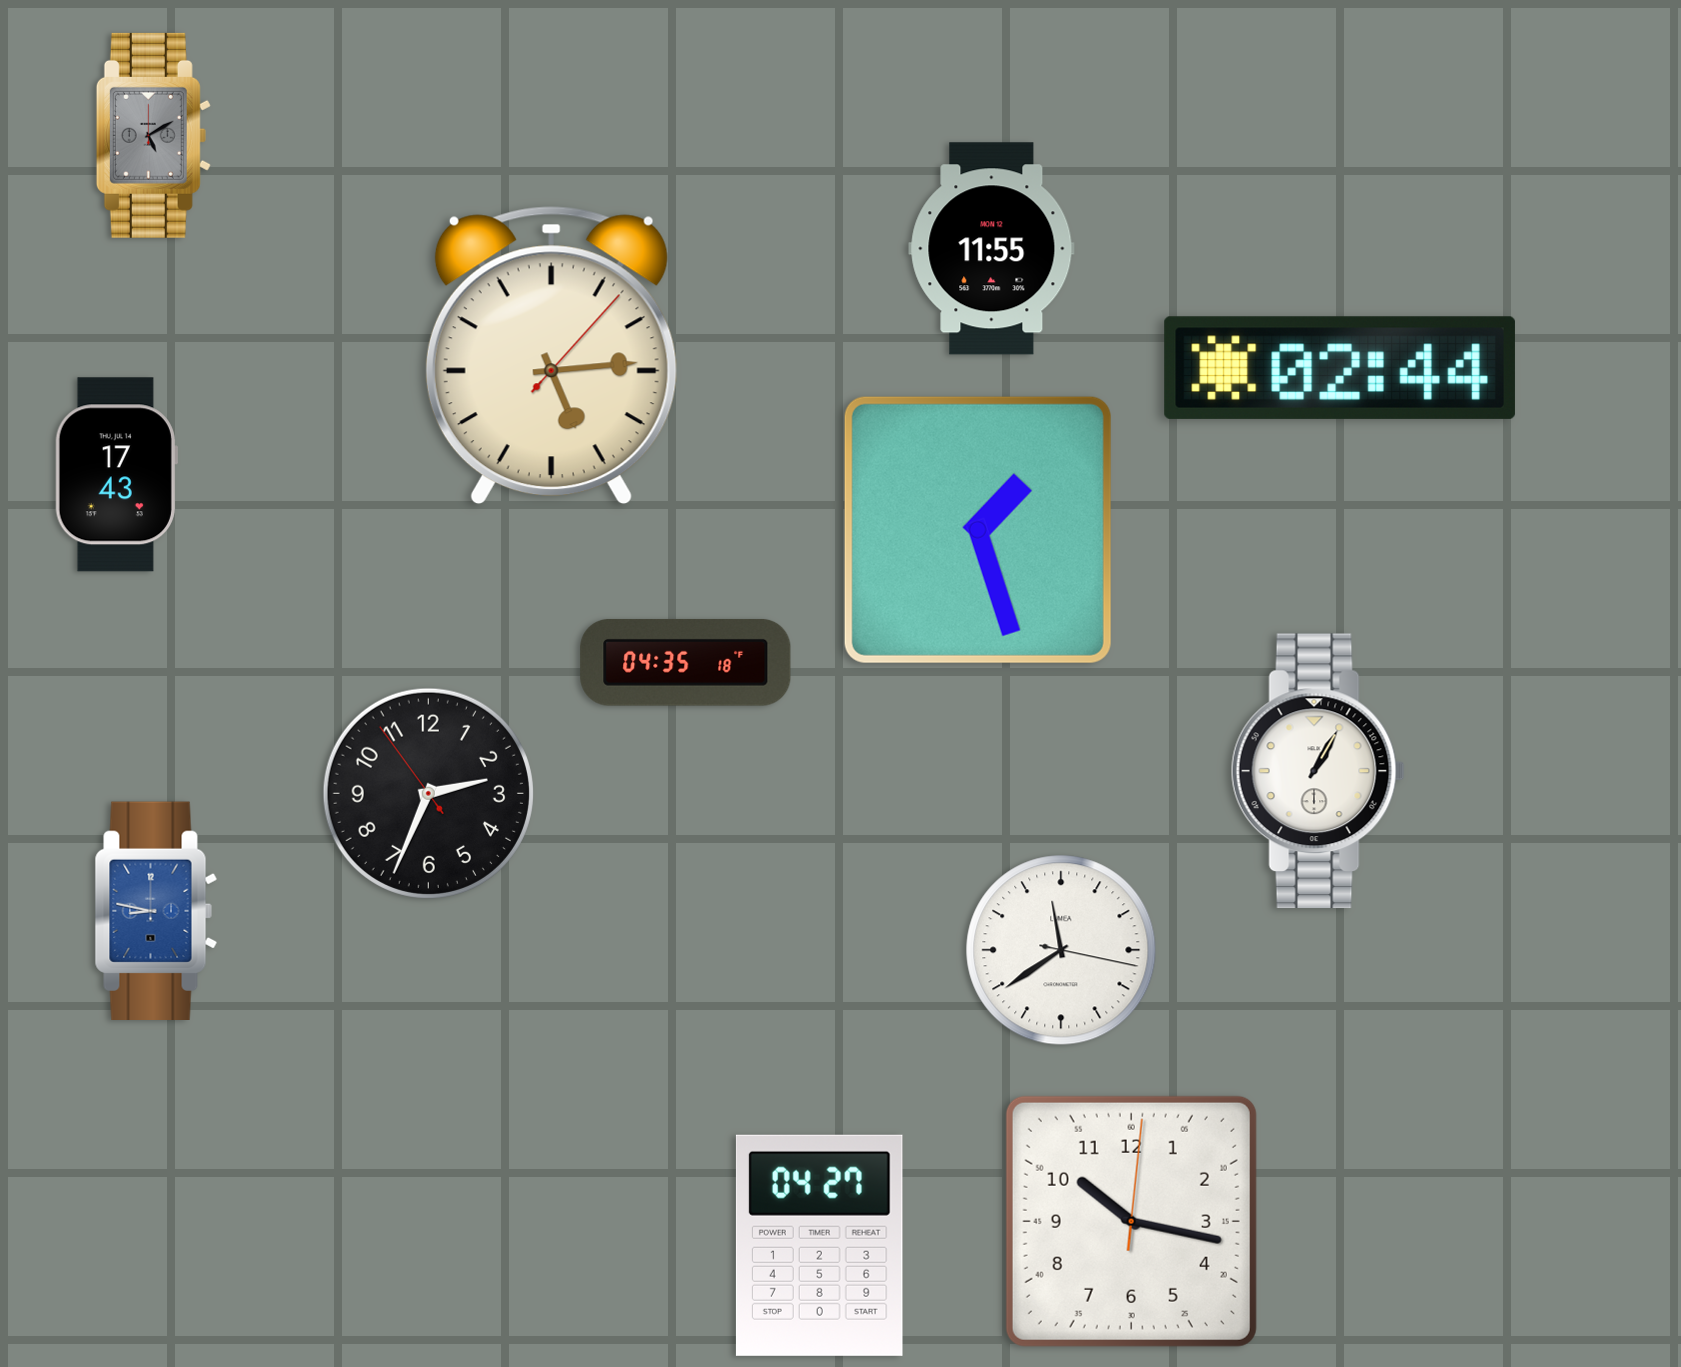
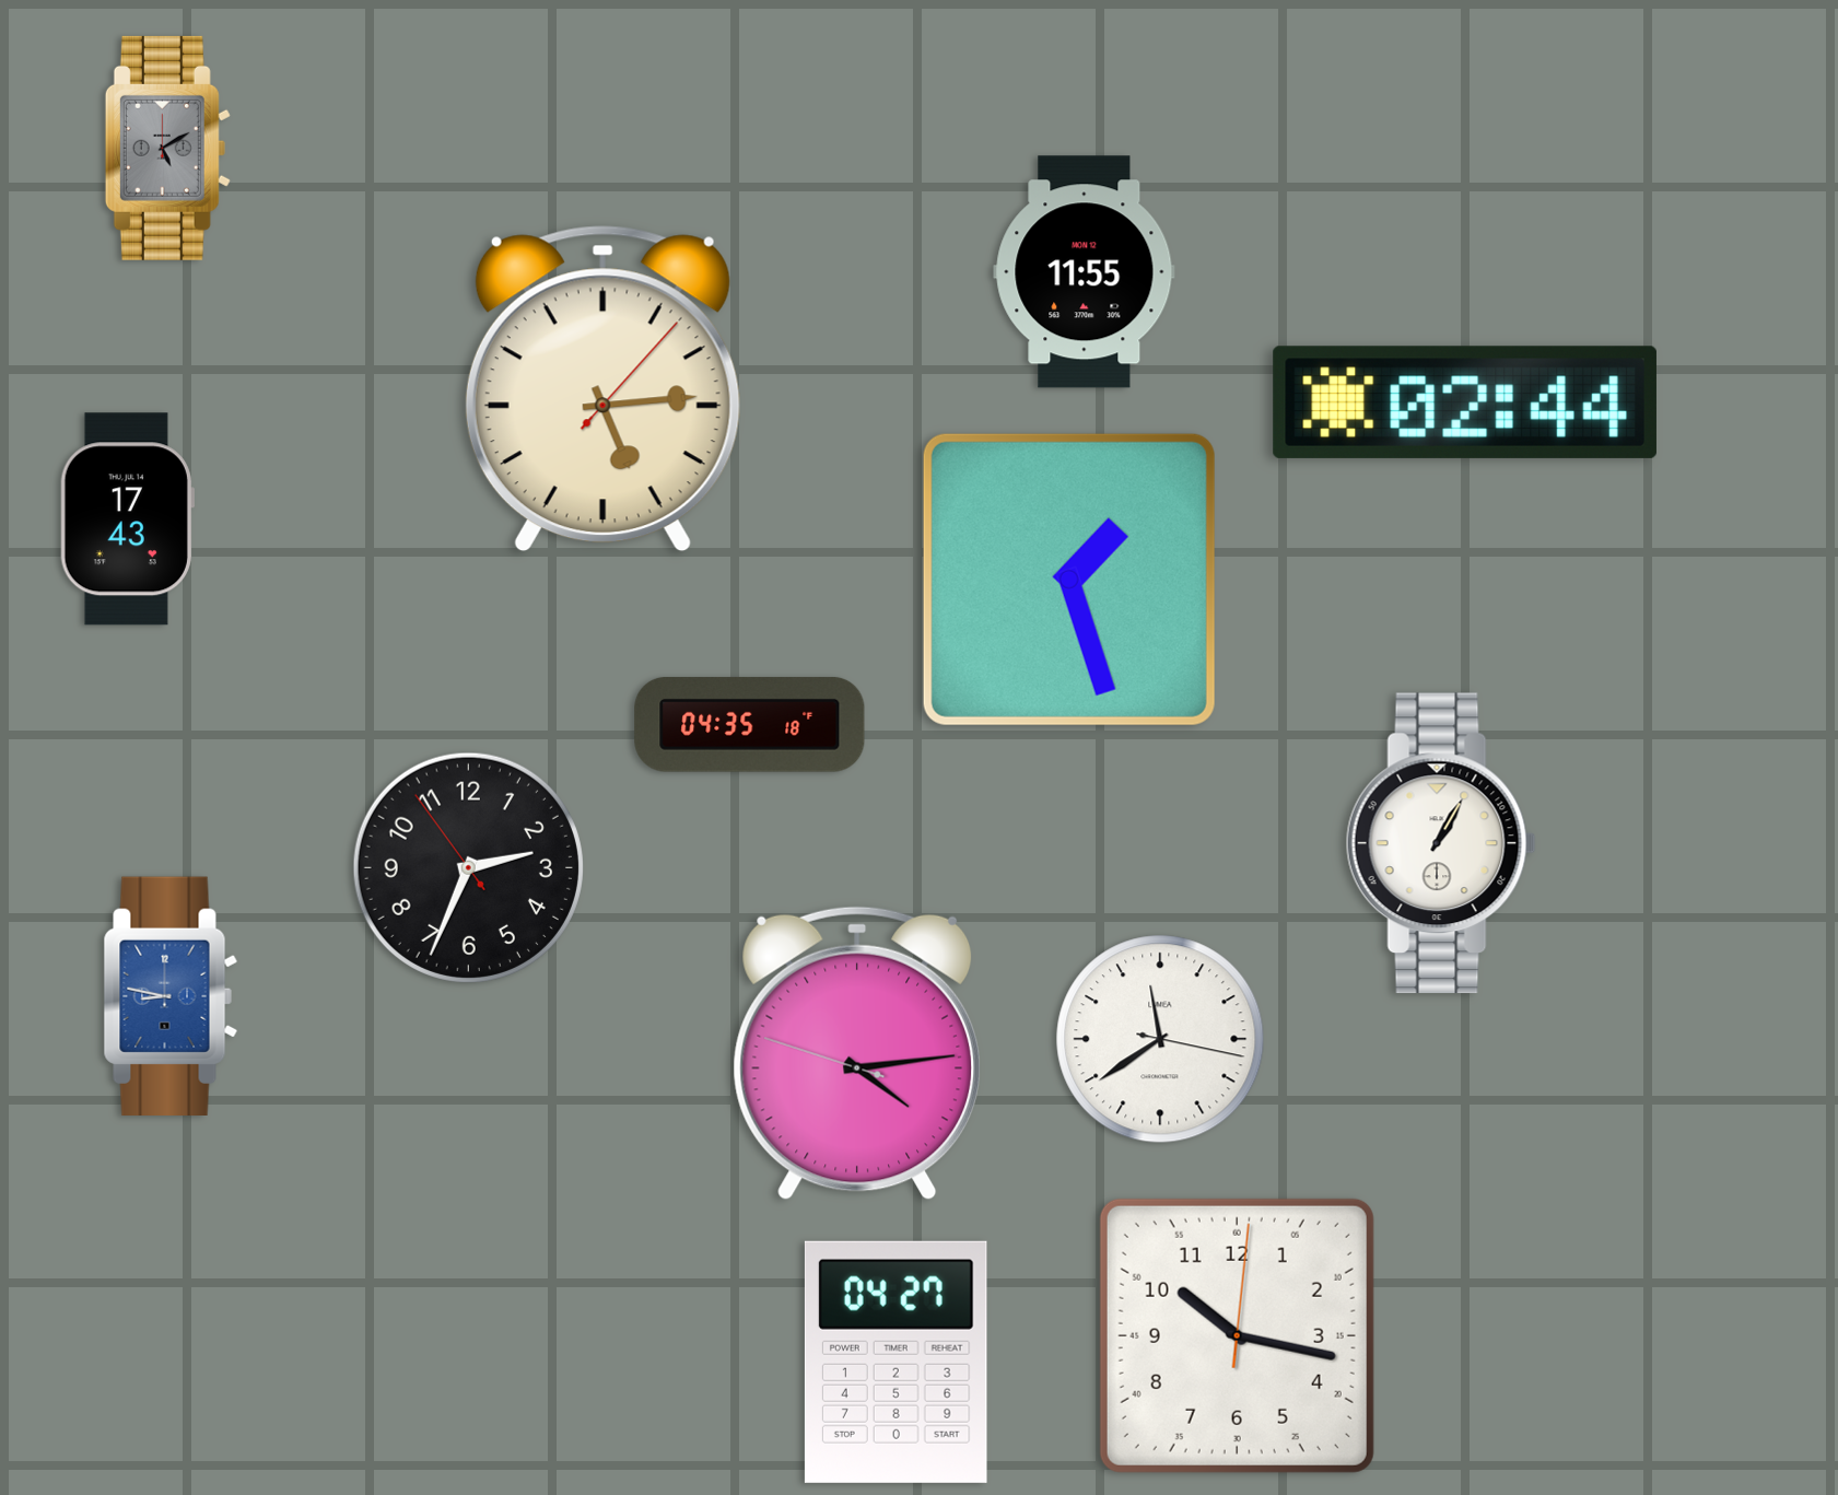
clock at (856, 1053): none -> 4:13
